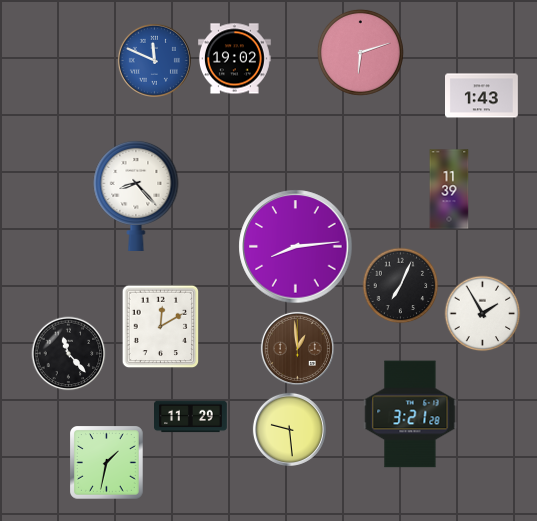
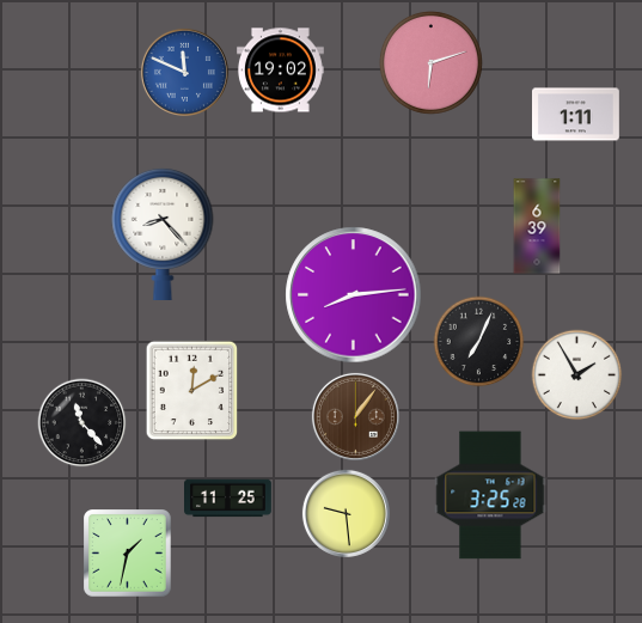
clock at (482, 96): 1:43 -> 1:11
clock at (449, 189): 11:39 -> 6:39
clock at (297, 348): 12:59 -> 1:06
clock at (410, 414): 3:21 -> 3:25
clock at (191, 417): 11:29 -> 11:25
